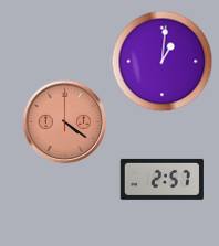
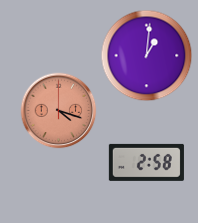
clock at (65, 122): 4:21 -> 4:18
clock at (161, 179): 2:57 -> 2:58
